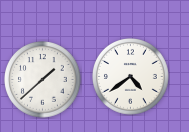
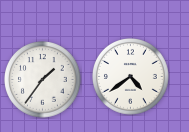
clock at (43, 80): 1:38 -> 1:36
